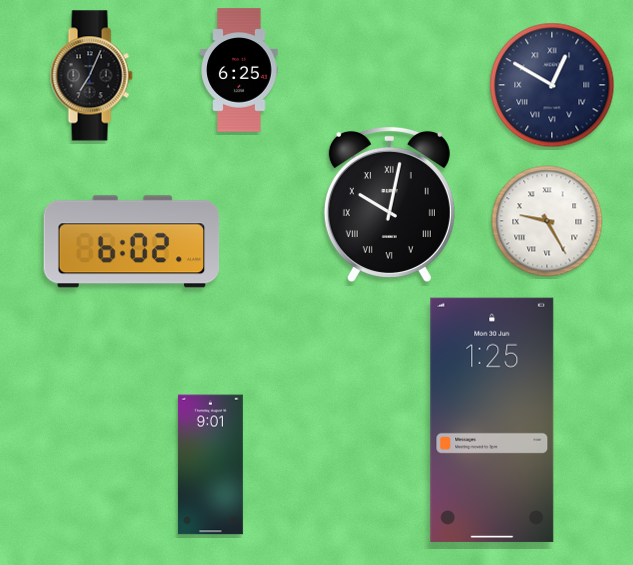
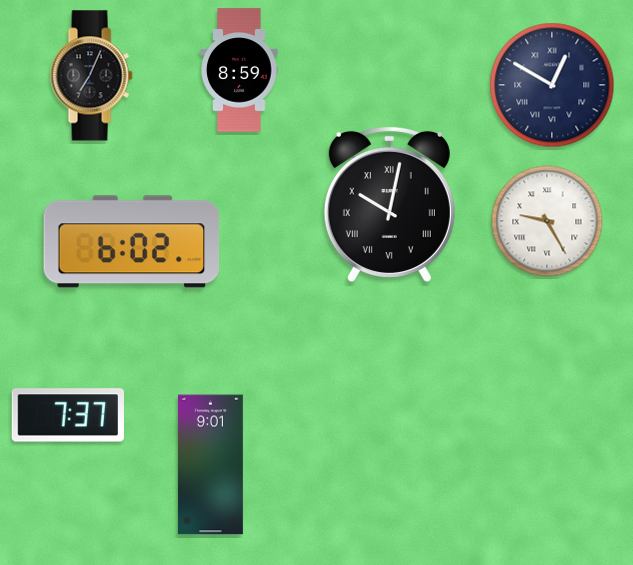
clock at (239, 70): 6:25 -> 8:59
clock at (68, 415): none -> 7:37
clock at (492, 420): 1:25 -> none
